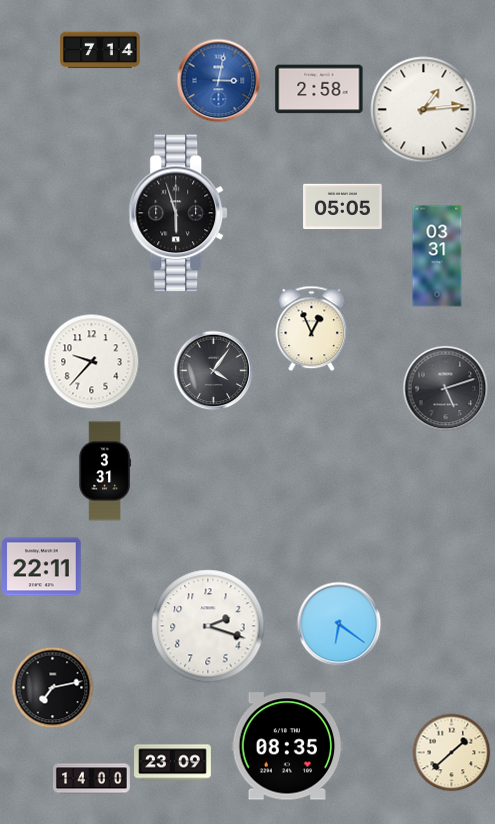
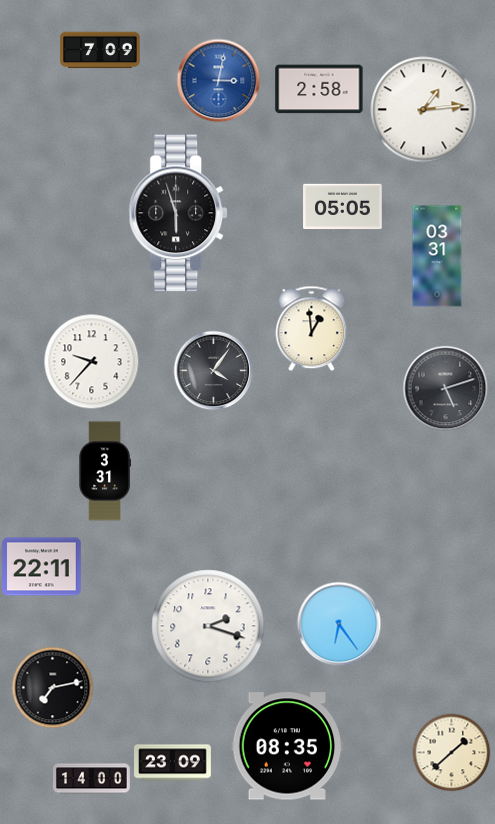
clock at (100, 50): 7:14 -> 7:09
clock at (312, 328): 12:56 -> 12:59
clock at (339, 624): 6:21 -> 6:24
